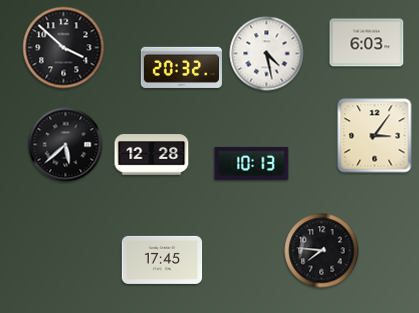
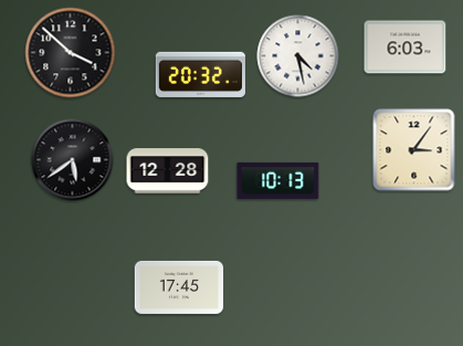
clock at (267, 54) position: (267, 54) -> (298, 56)
clock at (66, 145): 5:38 -> 5:39
clock at (322, 251): 7:46 -> none
